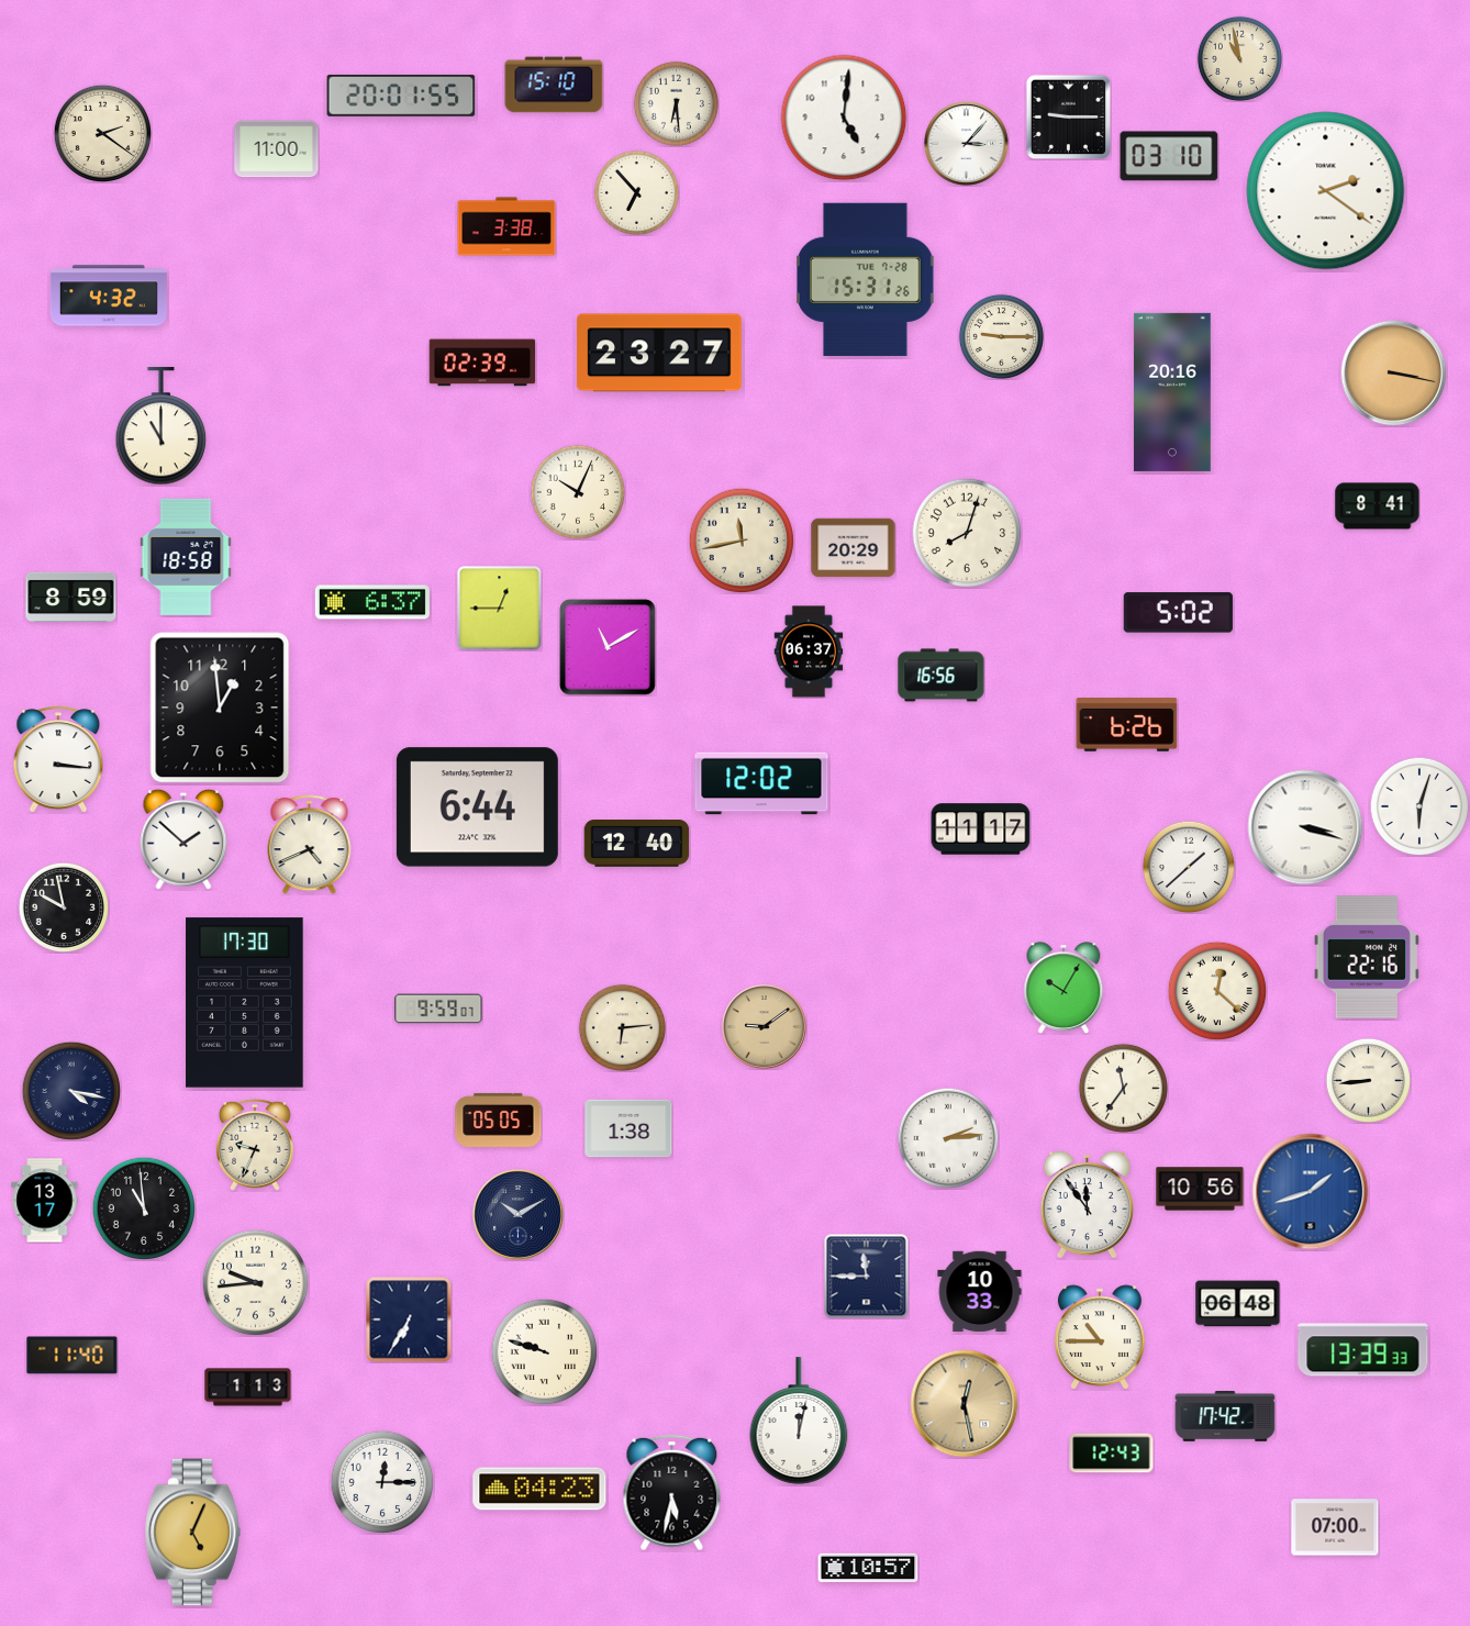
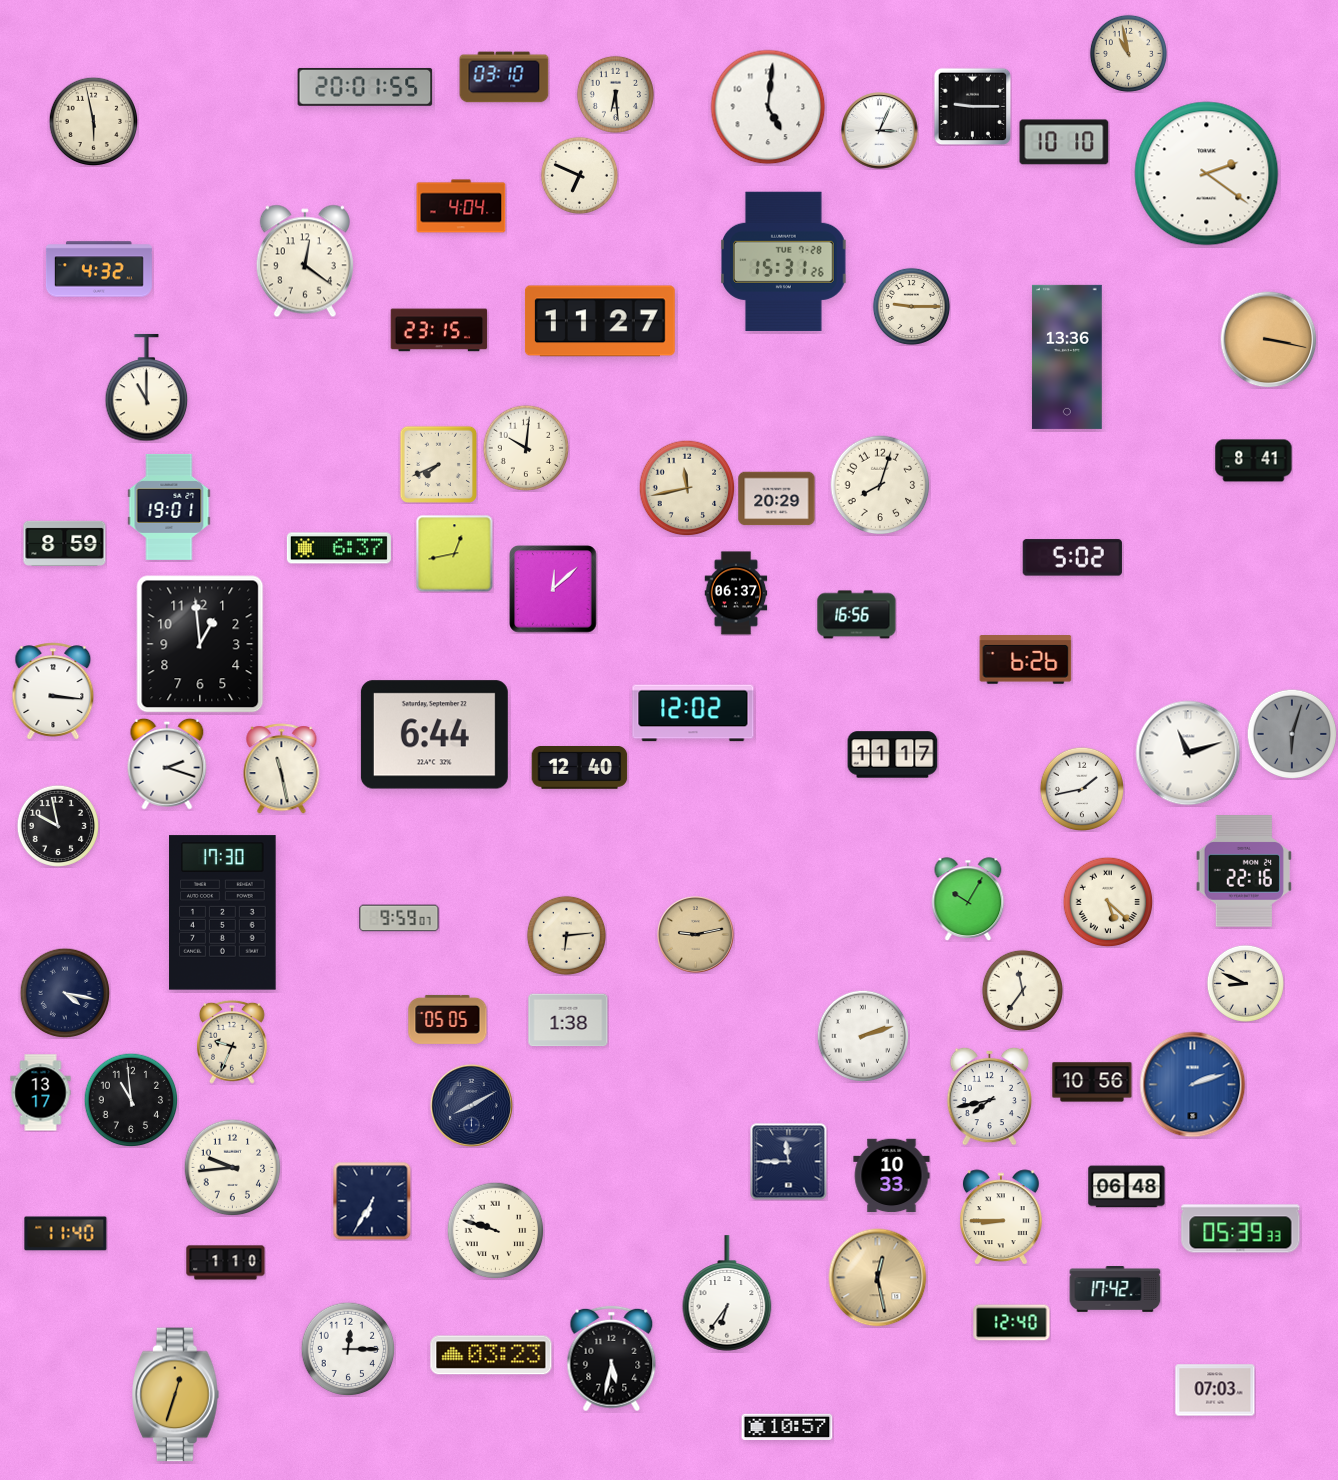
clock at (554, 85): 15:10 -> 03:10
clock at (102, 133): 2:21 -> 5:58
clock at (967, 144): 3:07 -> 3:04
clock at (277, 149): 11:00 -> none
clock at (1169, 156): 03:10 -> 10:10
clock at (636, 192): 6:53 -> 6:49
clock at (506, 226): 3:38 -> 4:04
clock at (866, 279) position: (866, 279) -> (784, 261)
clock at (305, 261): none -> 12:21
clock at (659, 353): 23:27 -> 11:27
clock at (482, 363): 02:39 -> 23:15
clock at (1172, 392): 20:16 -> 13:36
clock at (577, 491): 10:04 -> 10:01
clock at (438, 464): none -> 7:41
clock at (742, 541) position: (742, 541) -> (687, 488)
clock at (186, 557): 18:58 -> 19:01
clock at (500, 609): 12:45 -> 12:43
clock at (608, 647): 11:10 -> 12:08
clock at (1419, 806) dial: white -> grey
clock at (1305, 827): 3:18 -> 11:12
clock at (183, 839): 1:52 -> 2:18
clock at (310, 845): 4:41 -> 11:28
clock at (1188, 866): 1:38 -> 1:43
clock at (1217, 991): 12:22 -> 5:22
clock at (765, 1027): 9:09 -> 9:13
clock at (1368, 1080): 8:44 -> 8:49
clock at (499, 1120) position: (499, 1120) -> (448, 1019)
clock at (628, 1128) position: (628, 1128) -> (568, 1020)
clock at (948, 1138): 2:14 -> 2:12
clock at (1311, 1192): 1:42 -> 2:12
clock at (1088, 1204): 11:54 -> 7:43
clock at (517, 1214): 10:10 -> 8:10
clock at (1101, 1337): 10:45 -> 8:45
clock at (1363, 1350): 13:39 -> 05:39
clock at (248, 1388): 1:13 -> 1:10
clock at (799, 1421): 12:02 -> 6:36
clock at (1112, 1454): 12:43 -> 12:40
clock at (539, 1489): 04:23 -> 03:23
clock at (1335, 1527): 07:00 -> 07:03
clock at (193, 1533): 5:04 -> 12:33
clock at (868, 1568) position: (868, 1568) -> (787, 1427)
